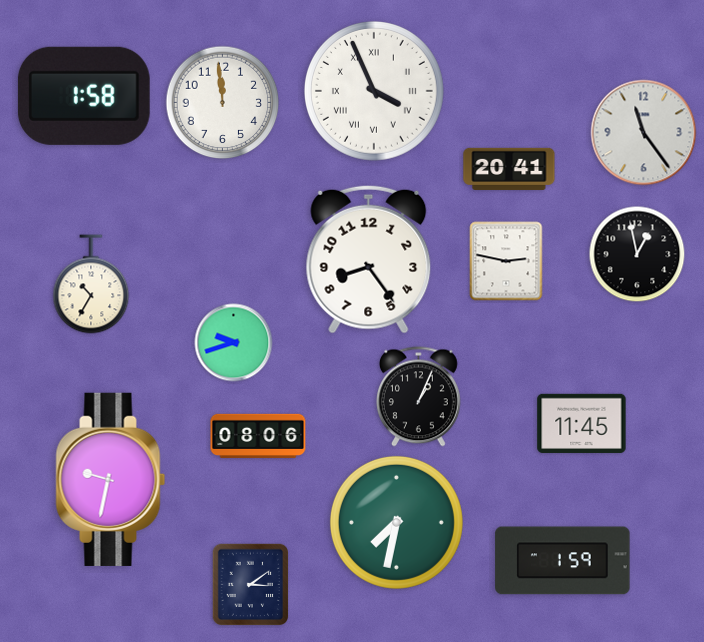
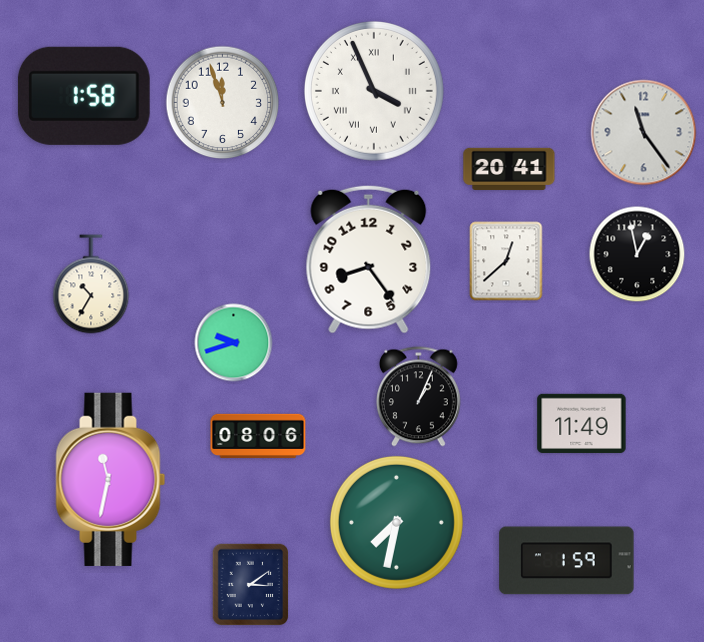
clock at (223, 103): 11:59 -> 11:57
clock at (506, 261): 2:47 -> 12:38
clock at (582, 423): 11:45 -> 11:49
clock at (111, 479): 9:32 -> 11:32
clock at (563, 561) position: (563, 561) -> (567, 561)
